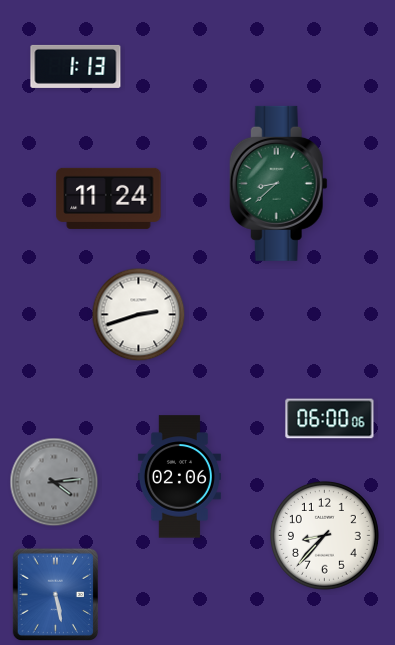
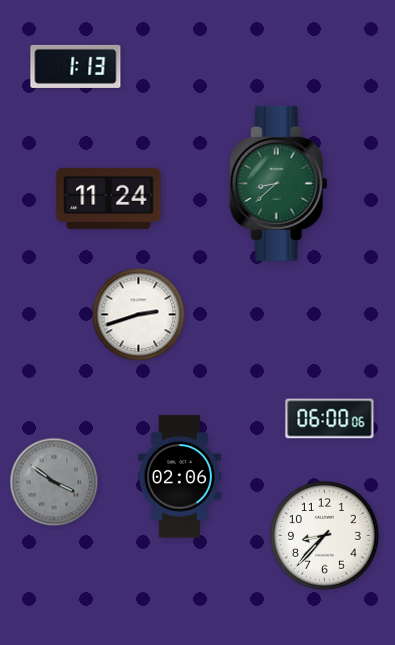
clock at (54, 482): 4:14 -> 3:51
clock at (55, 594): 5:28 -> none
